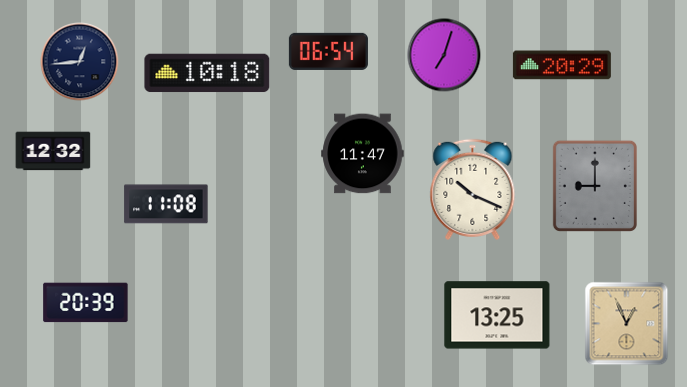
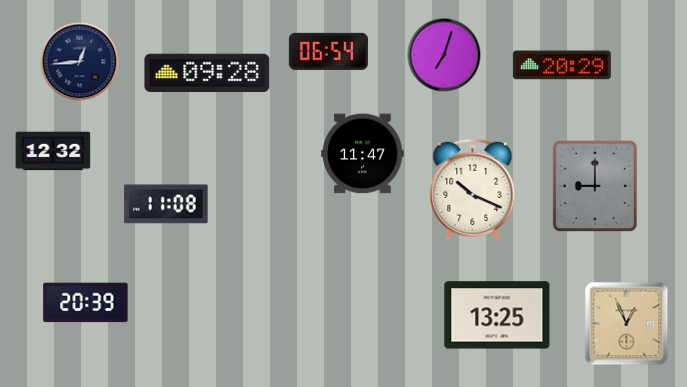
clock at (207, 73): 10:18 -> 09:28
